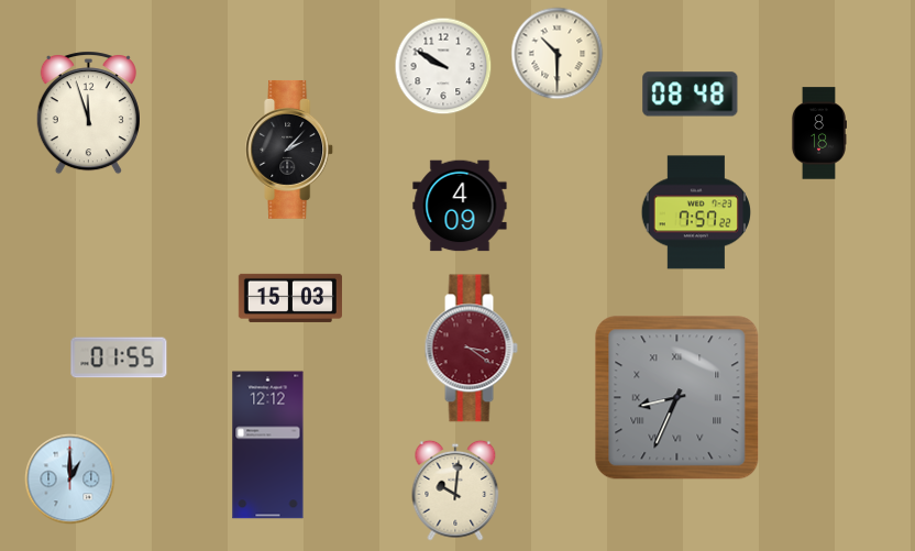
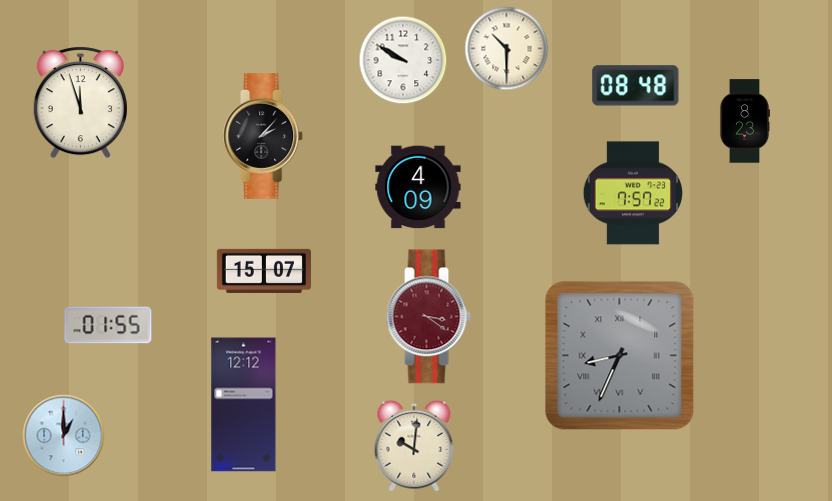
clock at (691, 95) position: (691, 95) -> (636, 86)
clock at (818, 133): 8:18 -> 8:23
clock at (290, 298): 15:03 -> 15:07
clock at (677, 398) position: (677, 398) -> (620, 356)
